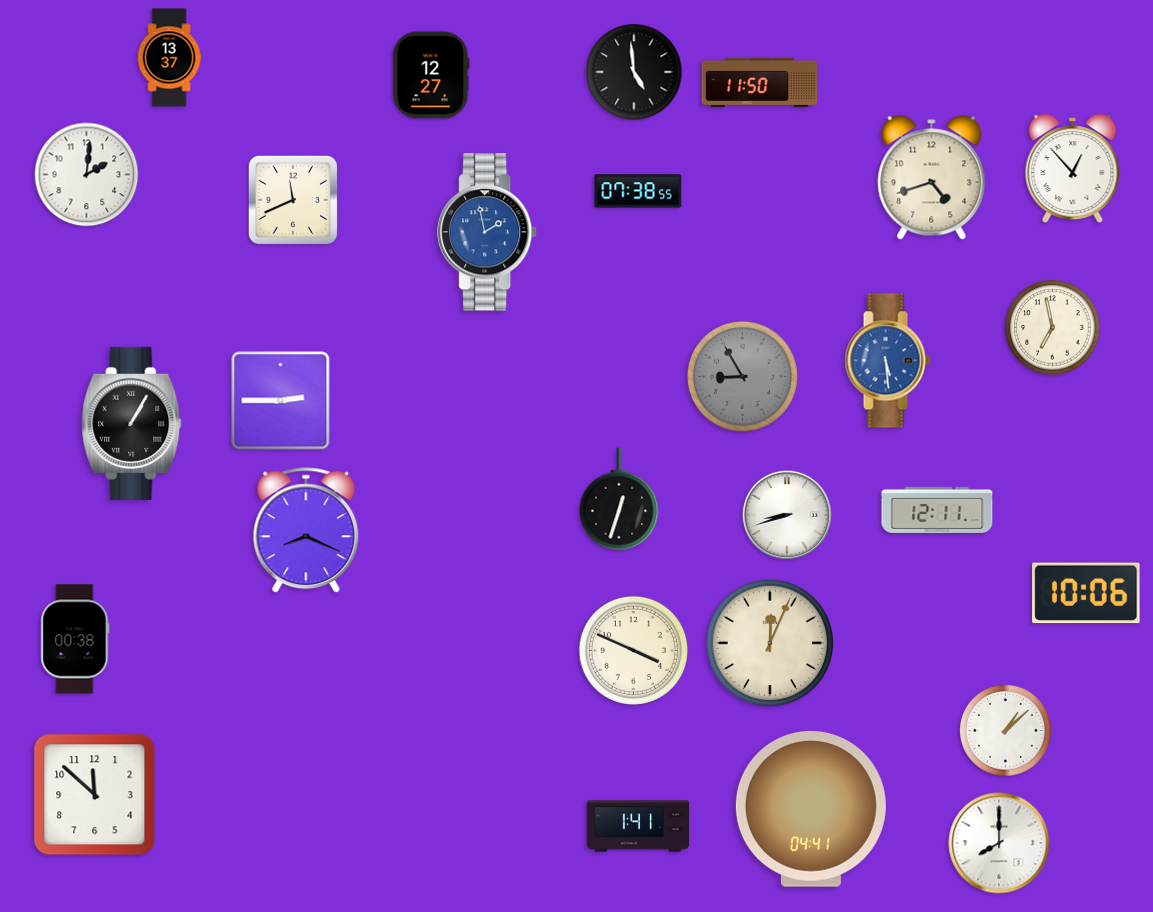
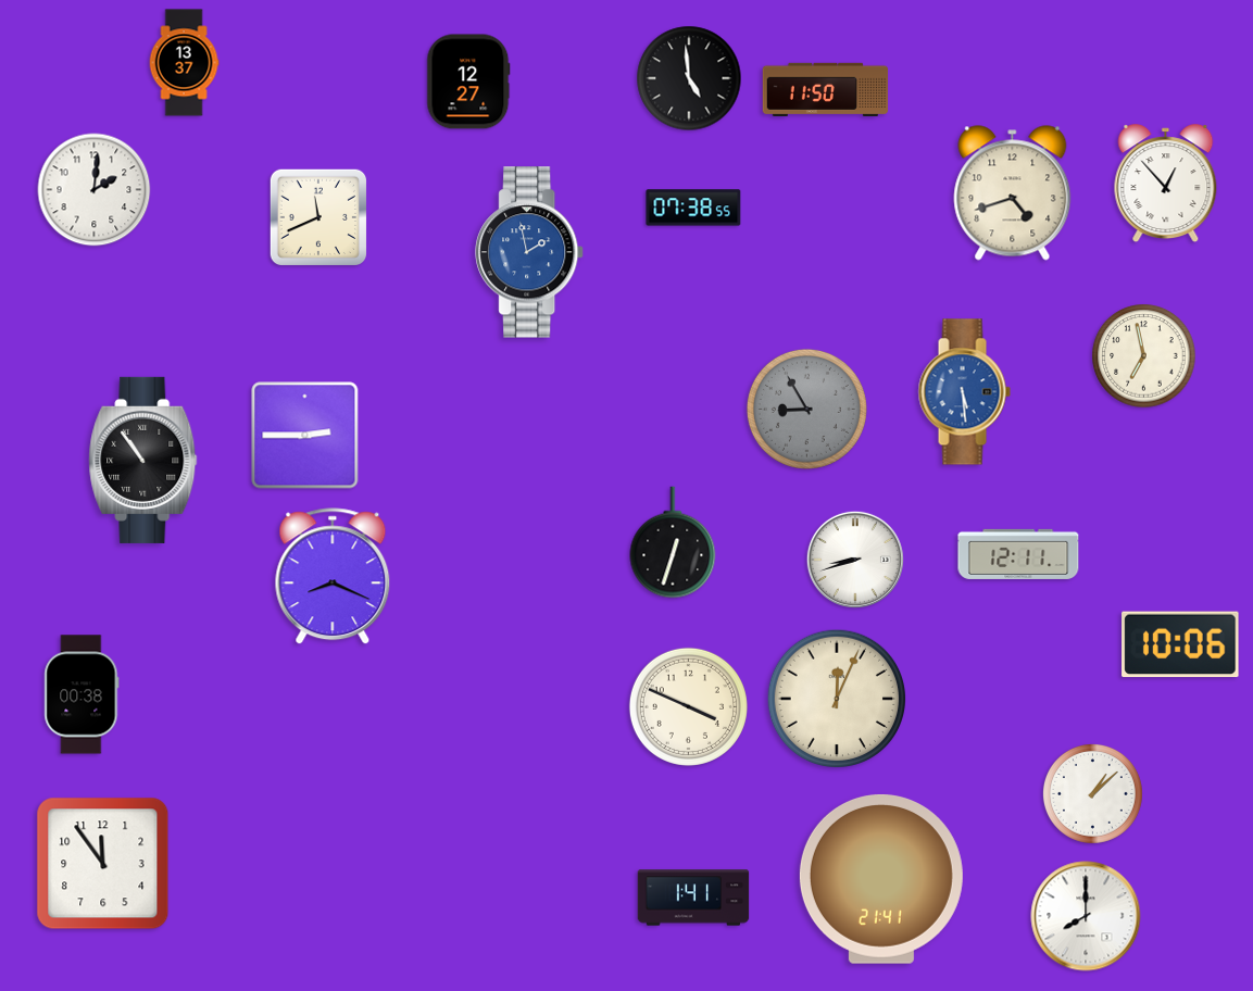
clock at (132, 423): 1:05 -> 10:54
clock at (95, 795): 11:52 -> 11:54
clock at (811, 809): 04:41 -> 21:41
